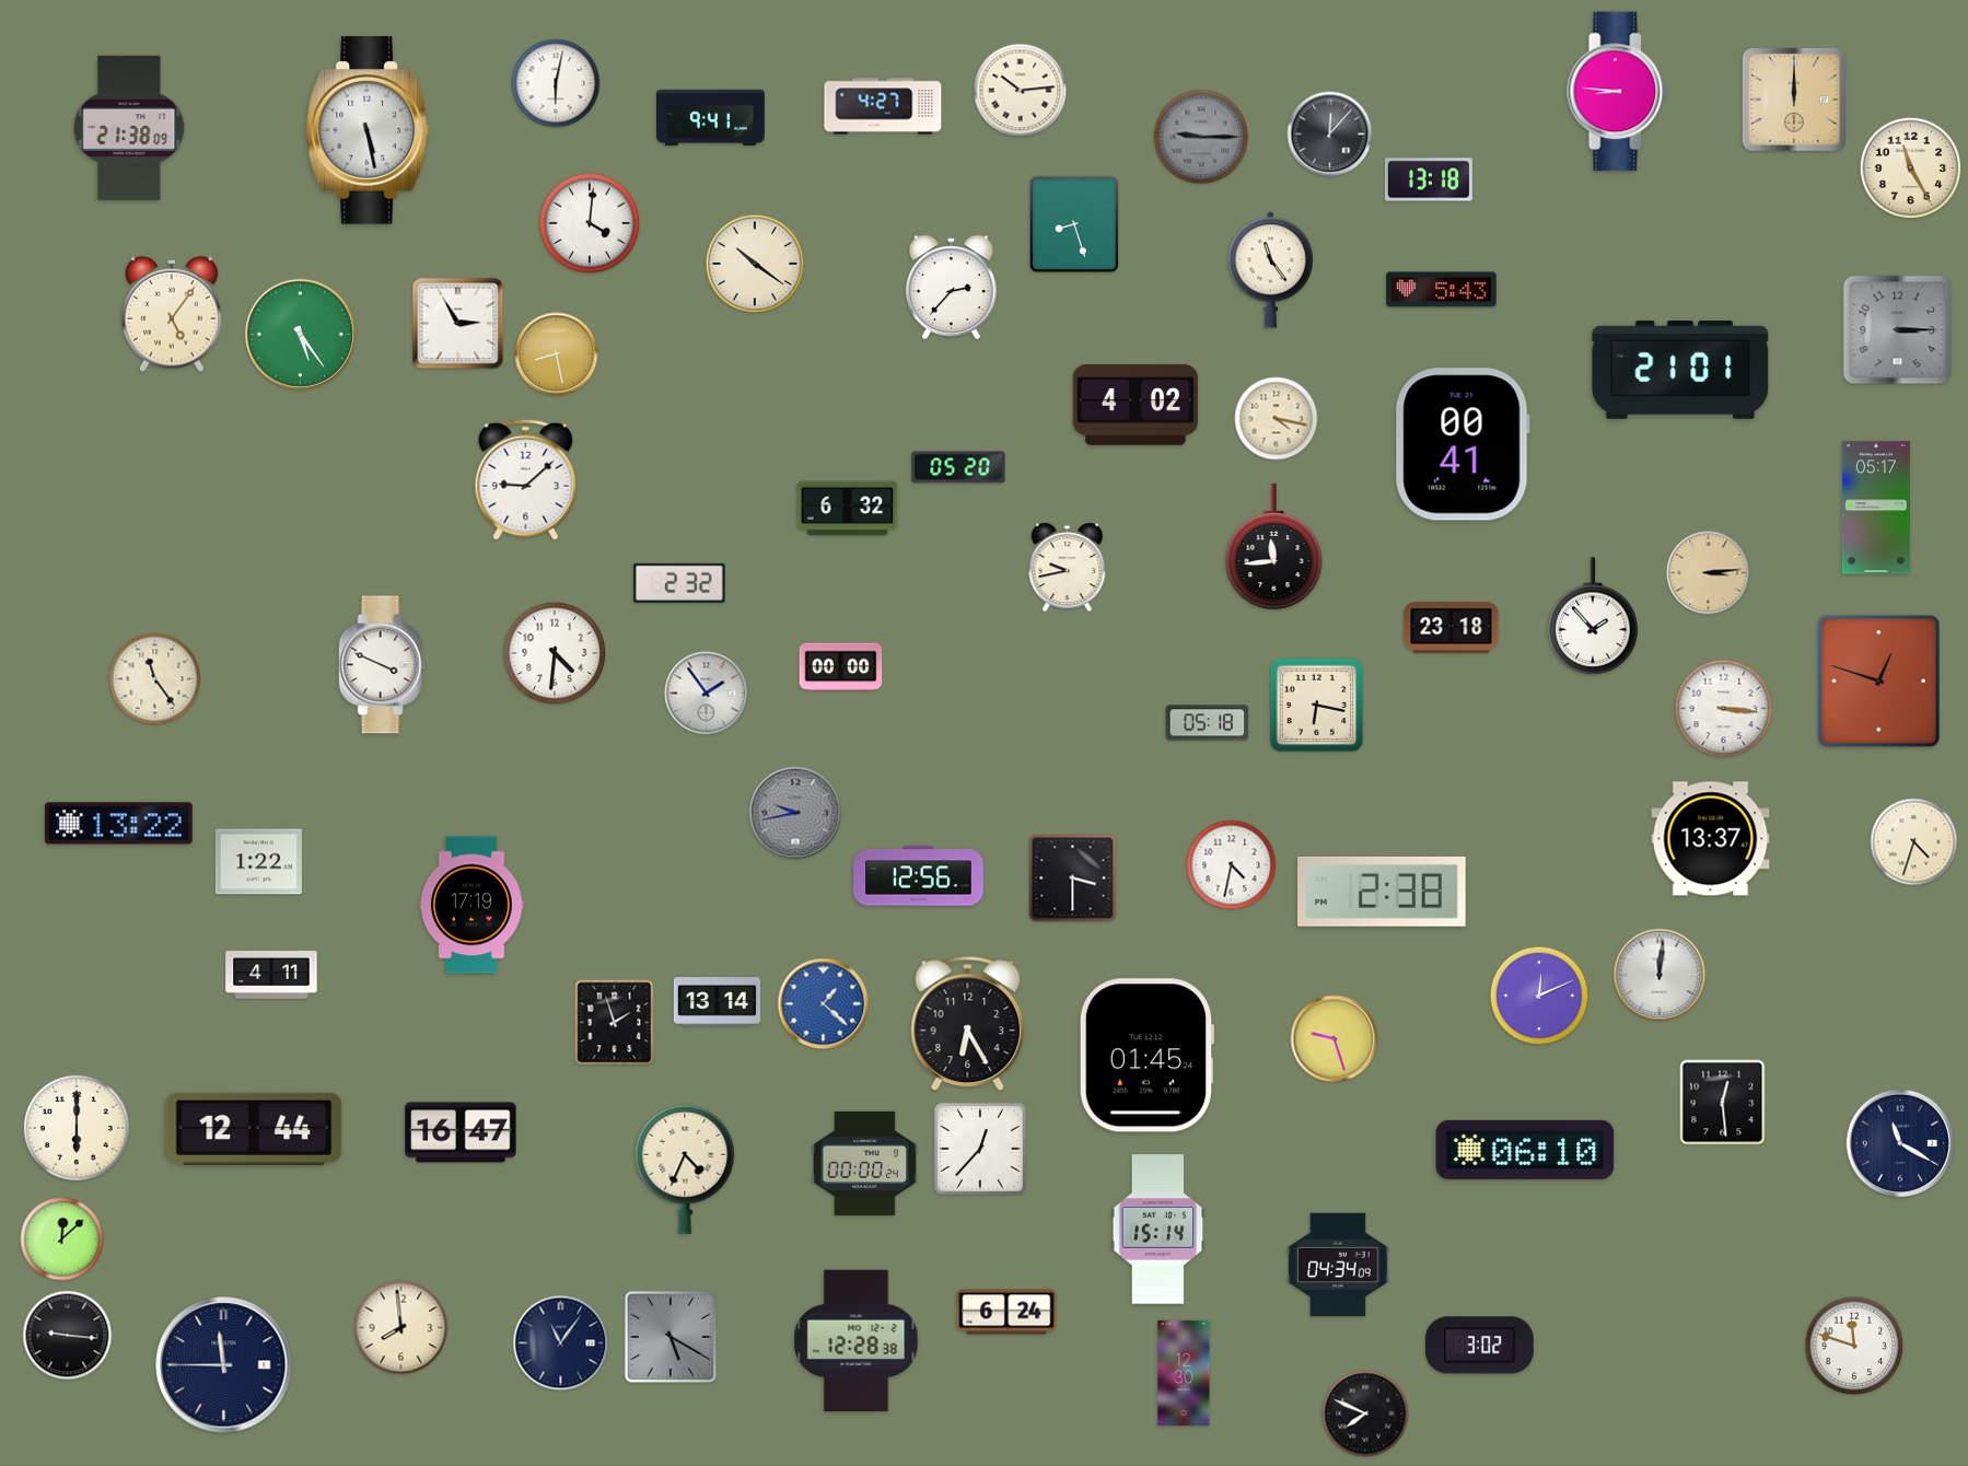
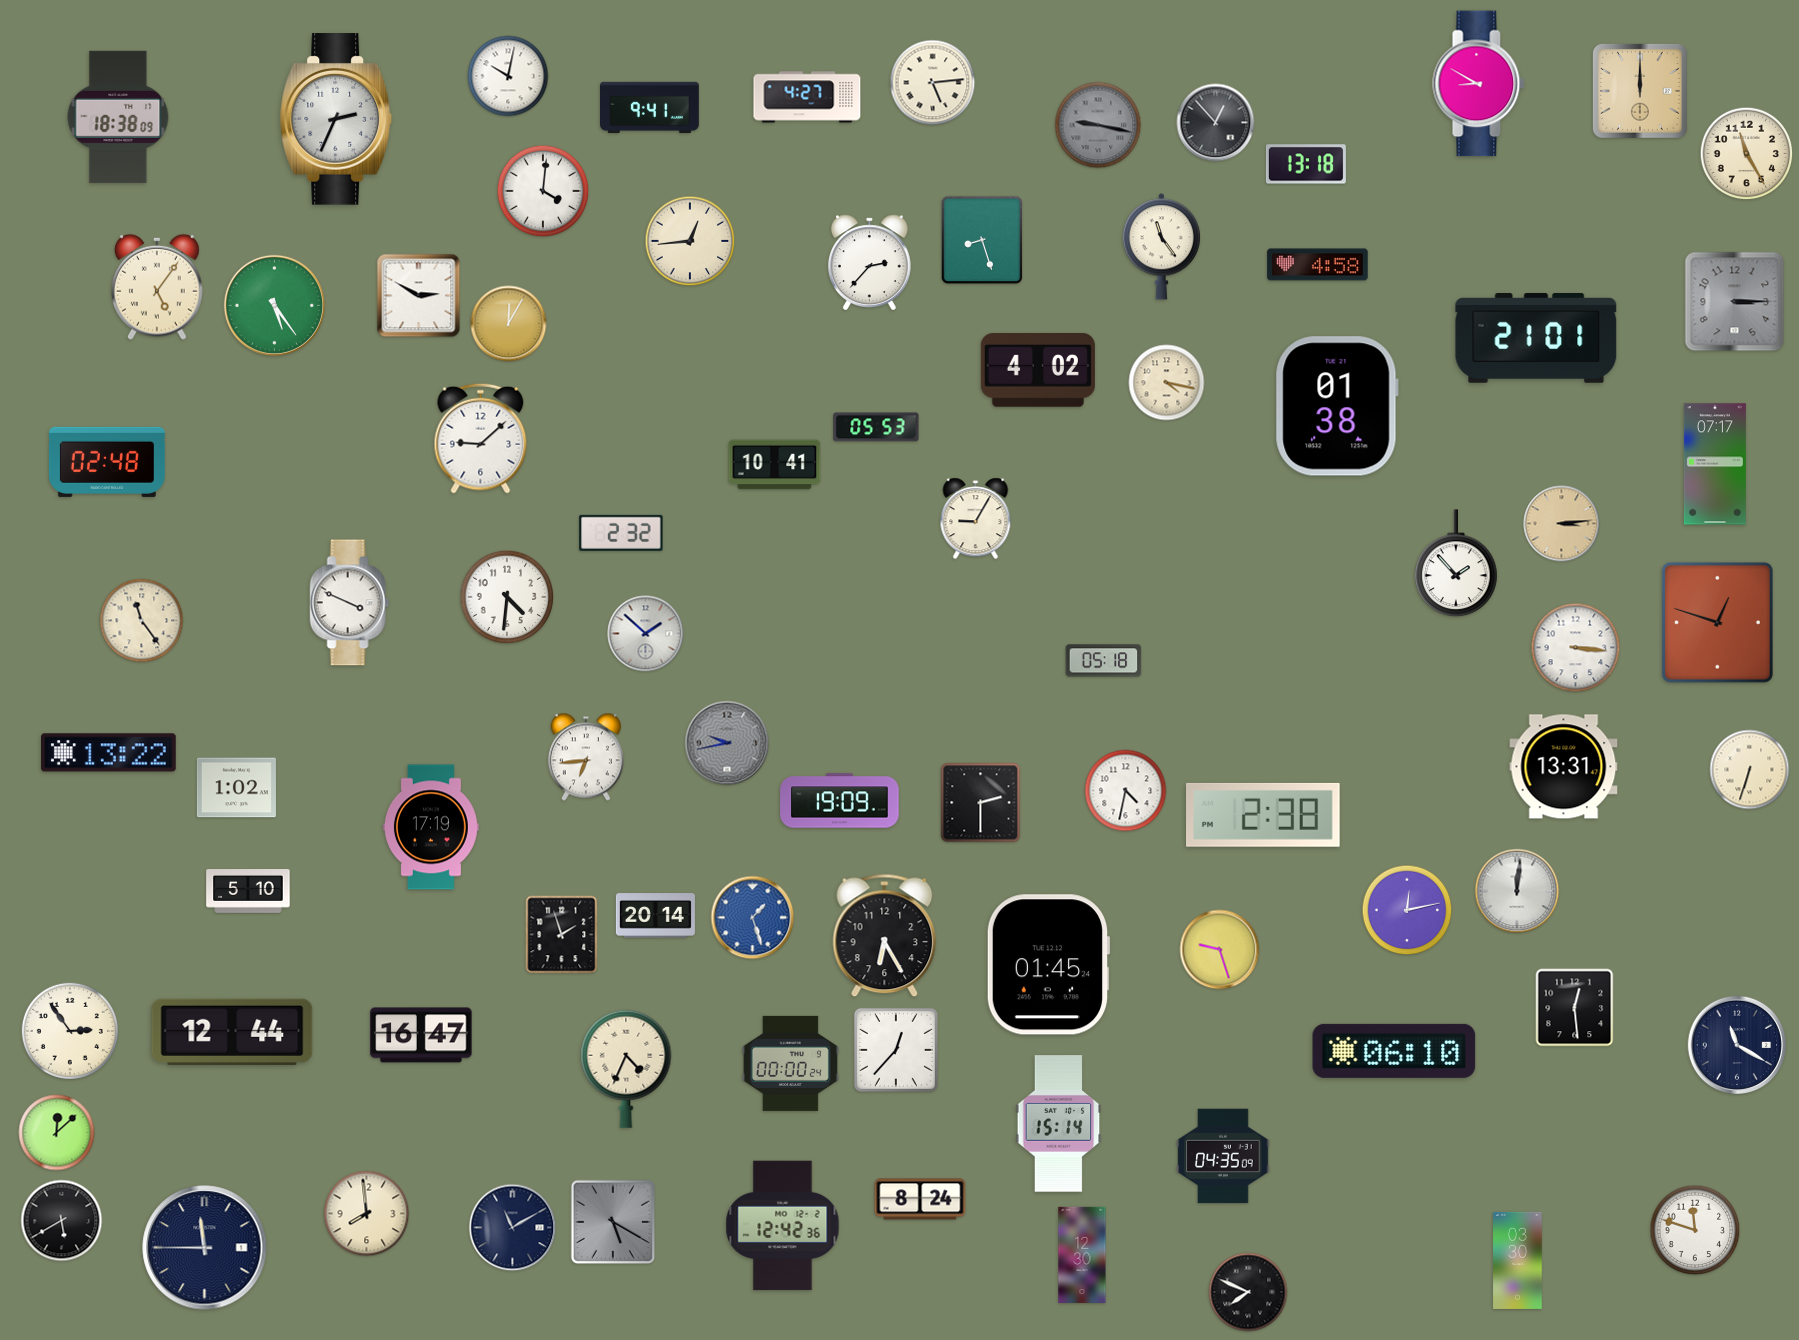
clock at (556, 83): 6:02 -> 10:02
clock at (1021, 91): 10:14 -> 5:14
clock at (1618, 92): 8:46 -> 8:50
clock at (129, 128): 21:38 -> 18:38
clock at (368, 130): 5:28 -> 2:34
clock at (1330, 135): 12:07 -> 12:53
clock at (1201, 137): 9:15 -> 9:17
clock at (590, 223) position: (590, 223) -> (543, 191)
clock at (1074, 224) position: (1074, 224) -> (982, 240)
clock at (755, 264): 10:21 -> 12:44
clock at (1442, 290): 5:43 -> 4:58
clock at (458, 324): 2:55 -> 2:50
clock at (557, 354): 8:28 -> 12:05
clock at (1463, 444): 00:41 -> 01:38
clock at (958, 467): 05:20 -> 05:53
clock at (107, 462): none -> 02:48
clock at (1876, 508): 05:17 -> 07:17
clock at (848, 509): 6:32 -> 10:41
clock at (1274, 547): 11:44 -> none
clock at (1068, 568): 9:43 -> 9:05
clock at (1452, 628): 23:18 -> none
clock at (383, 665) position: (383, 665) -> (350, 603)
clock at (841, 667): 00:00 -> none
clock at (707, 694): 1:54 -> 1:52
clock at (1317, 706): 6:17 -> none
clock at (586, 757): none -> 6:44
clock at (1711, 839): 13:37 -> 13:31
clock at (1914, 842): 4:33 -> 6:33
clock at (258, 862): 1:22 -> 1:02
clock at (919, 876): 12:56 -> 19:09
clock at (1073, 879): 3:30 -> 2:30
clock at (271, 976): 4:11 -> 5:10
clock at (1539, 996): 12:11 -> 12:13
clock at (717, 1002): 13:14 -> 20:14
clock at (824, 1004): 1:22 -> 1:27
clock at (77, 1128): 6:00 -> 2:54
clock at (1338, 1265): 04:34 -> 04:35
clock at (1006, 1312): 6:24 -> 8:24
clock at (68, 1336): 9:16 -> 5:40
clock at (857, 1341): 12:28 -> 12:42
clock at (561, 1343): 11:06 -> 11:10
clock at (1479, 1346): 3:02 -> none
clock at (1518, 1260): none -> 03:30
